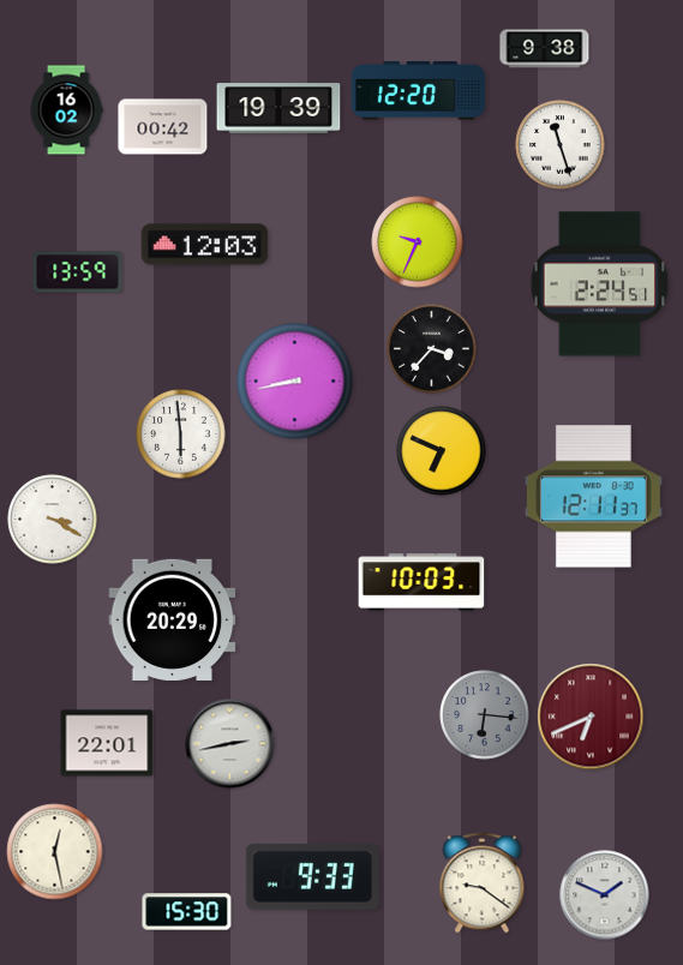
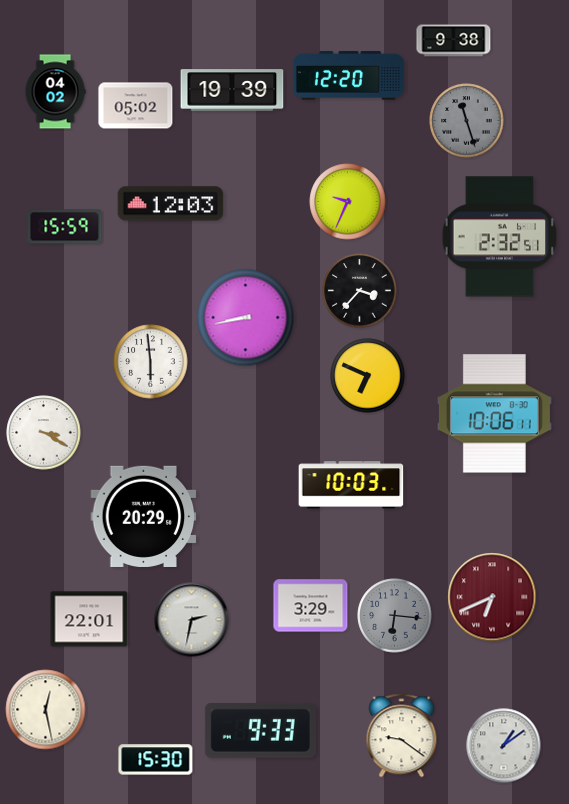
clock at (66, 110): 16:02 -> 04:02
clock at (163, 127): 00:42 -> 05:02
clock at (561, 145) dial: white -> grey
clock at (78, 272): 13:59 -> 15:59
clock at (600, 284): 2:24 -> 2:32
clock at (593, 497): 12:11 -> 10:06
clock at (485, 715) position: (485, 715) -> (395, 616)
clock at (311, 606): none -> 3:29
clock at (230, 744): 2:43 -> 2:32
clock at (605, 895): 1:49 -> 1:09
